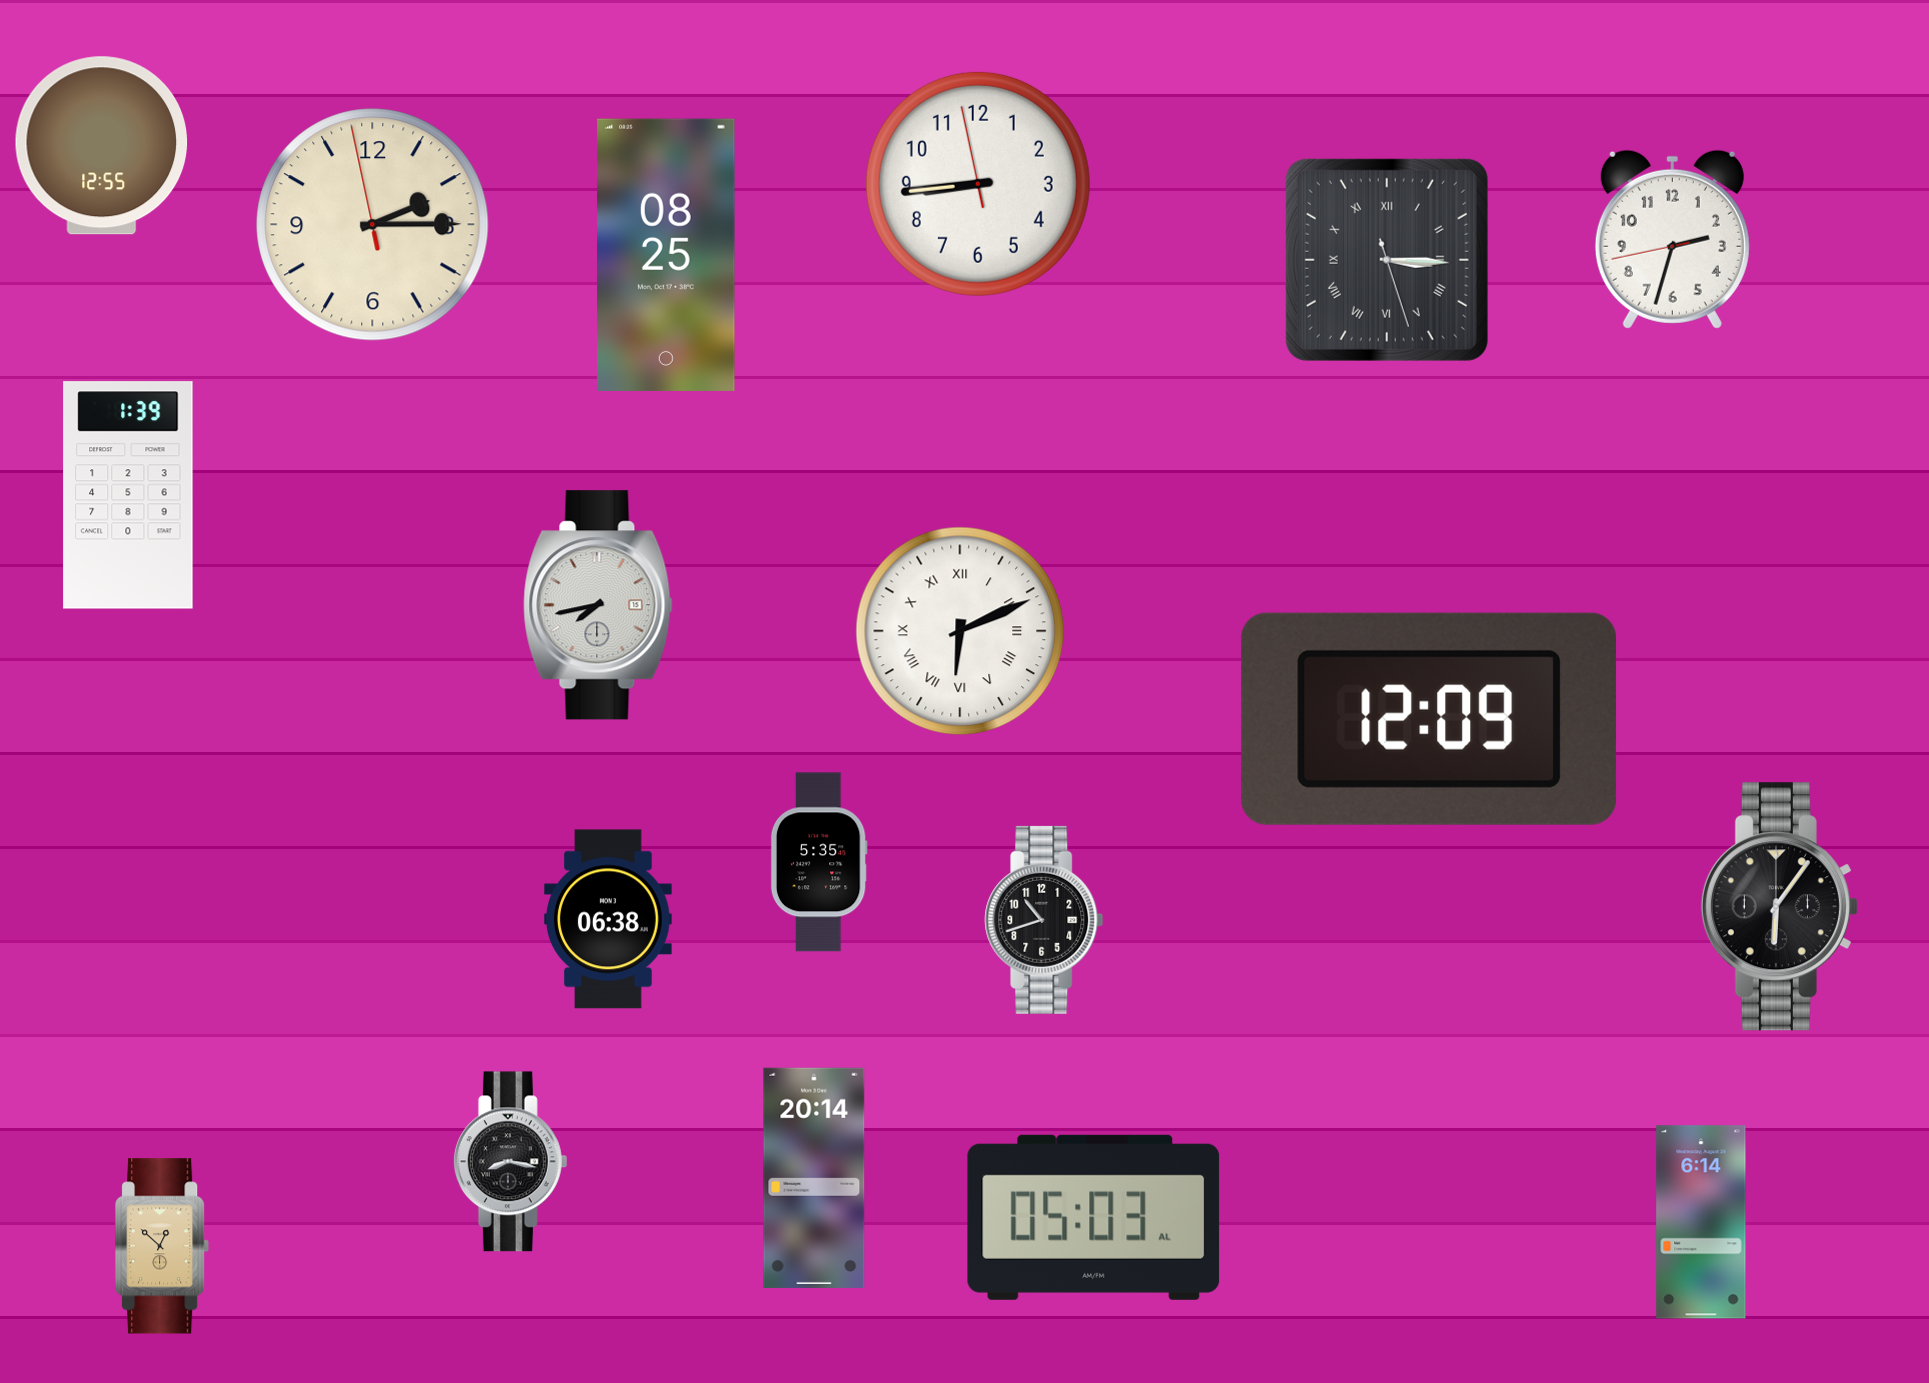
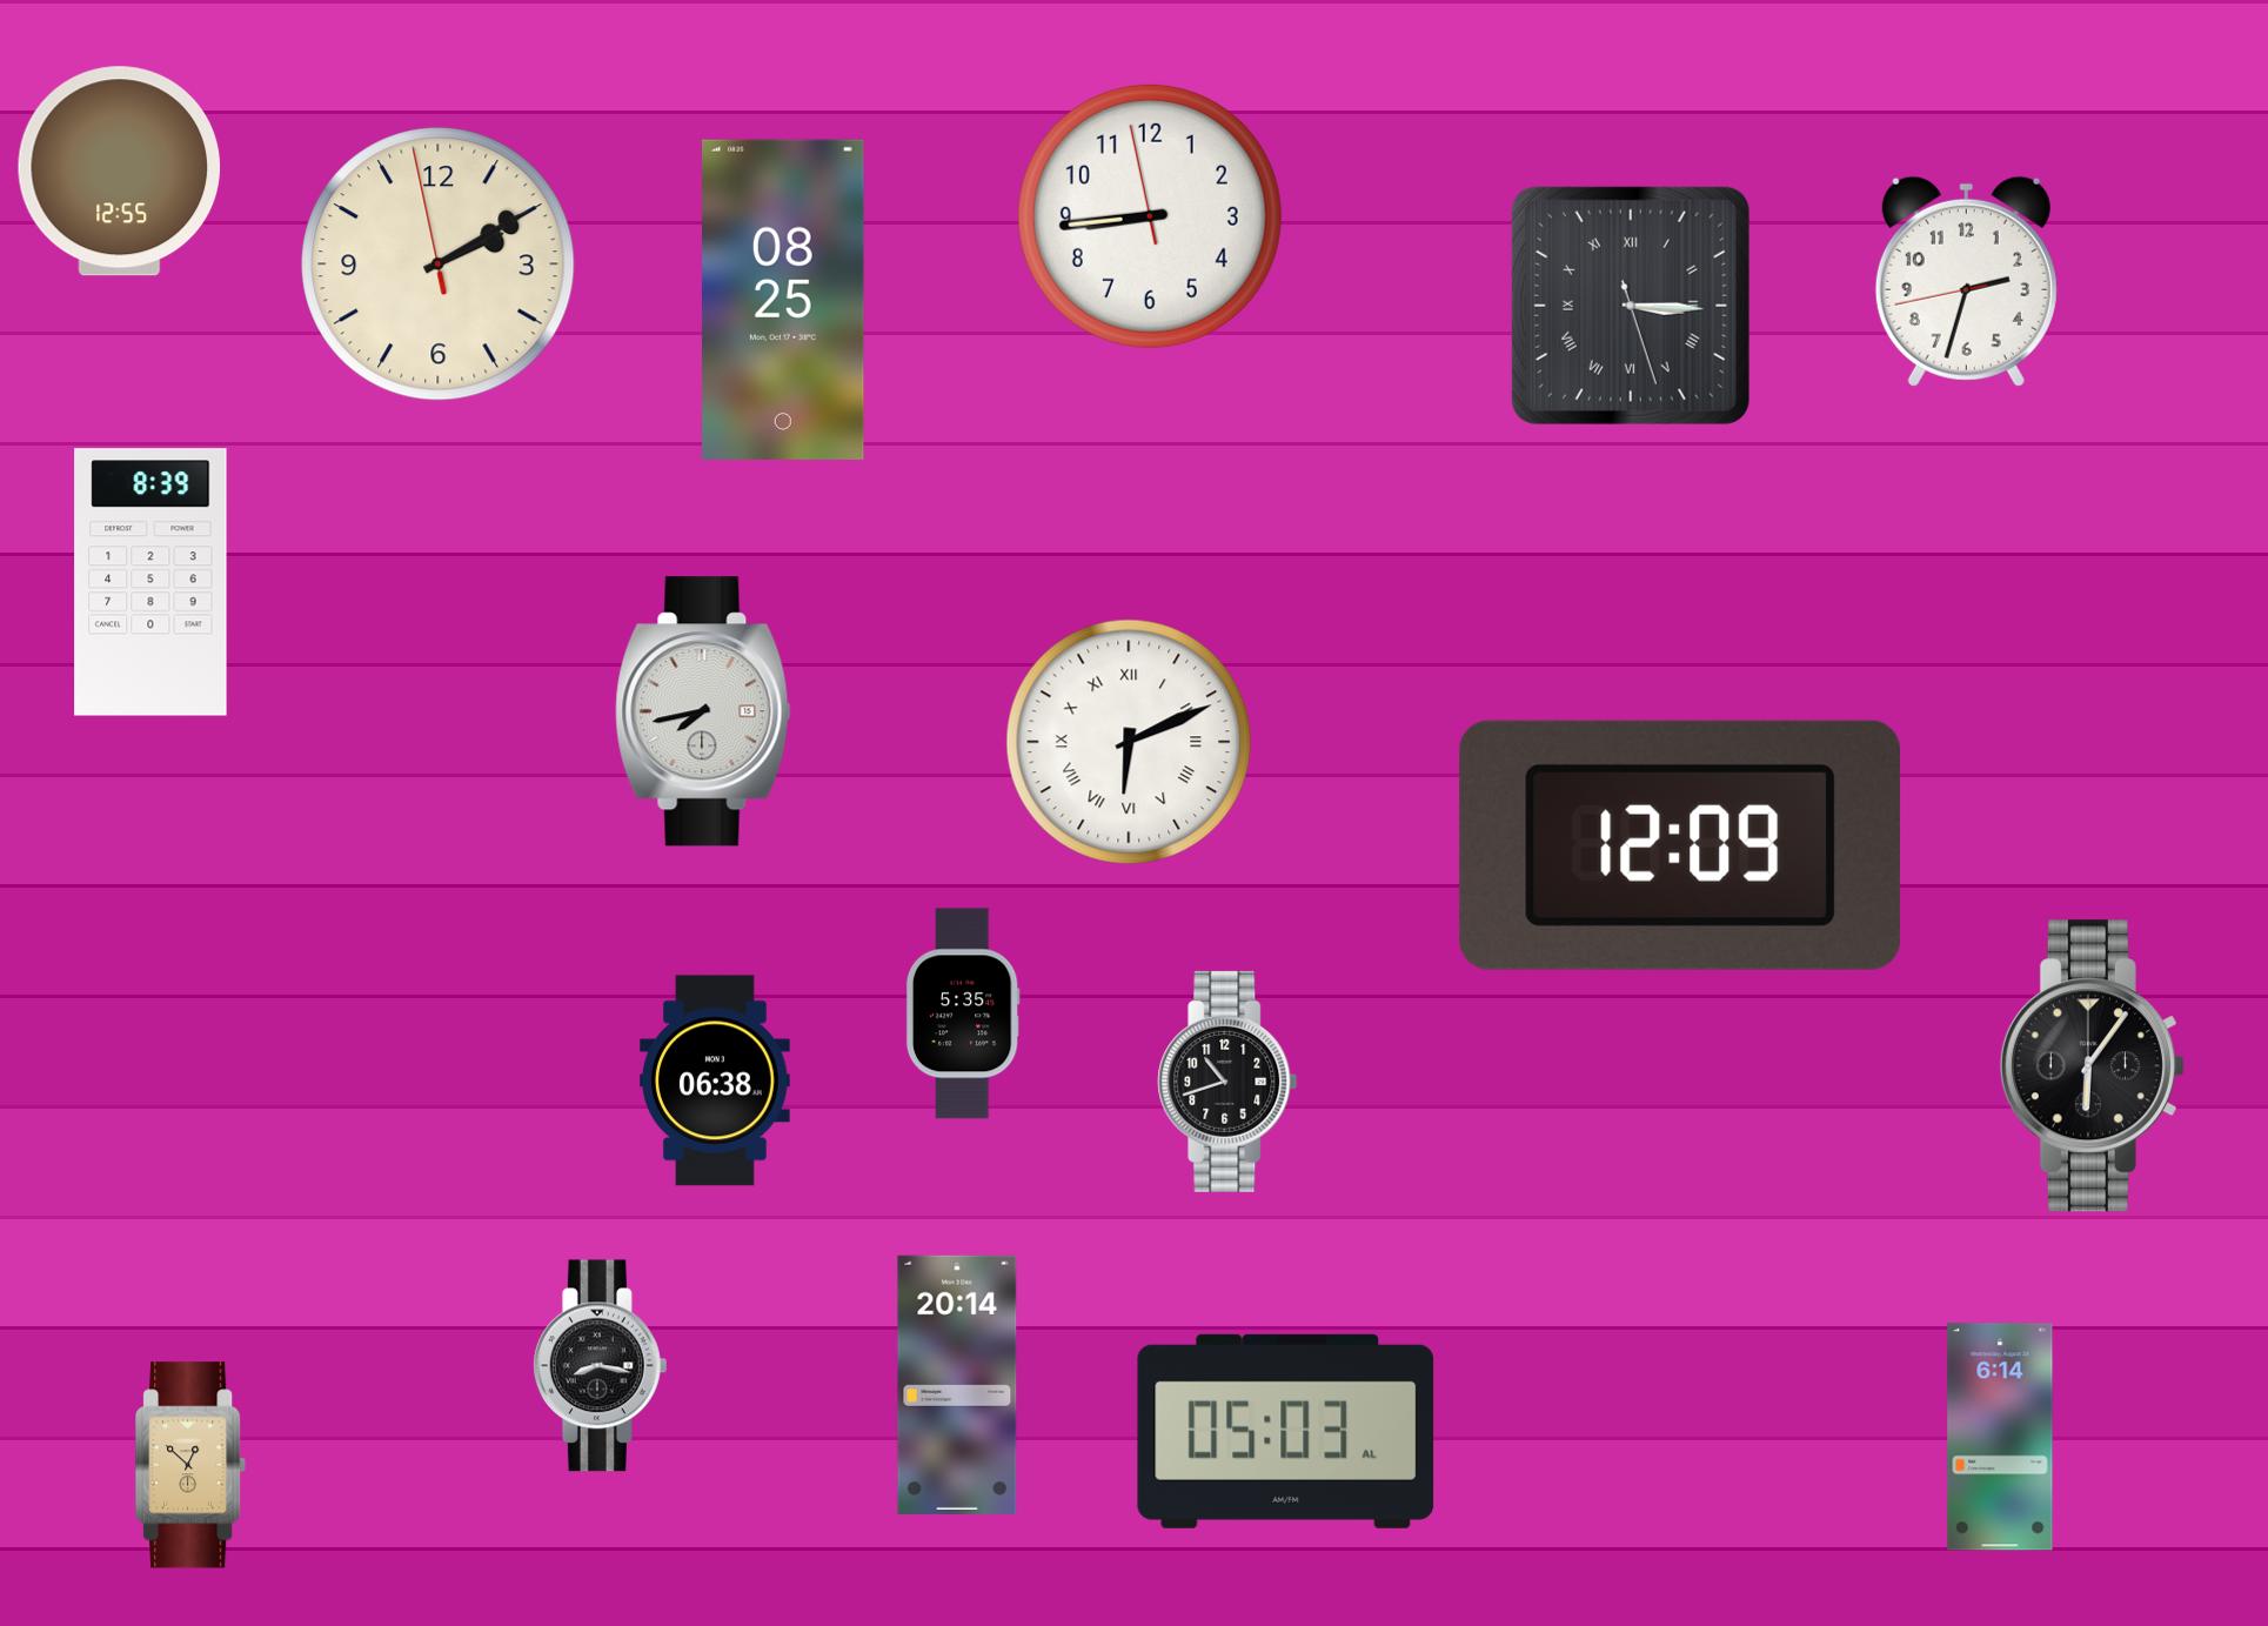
clock at (373, 225): 2:14 -> 2:09
clock at (128, 495): 1:39 -> 8:39
